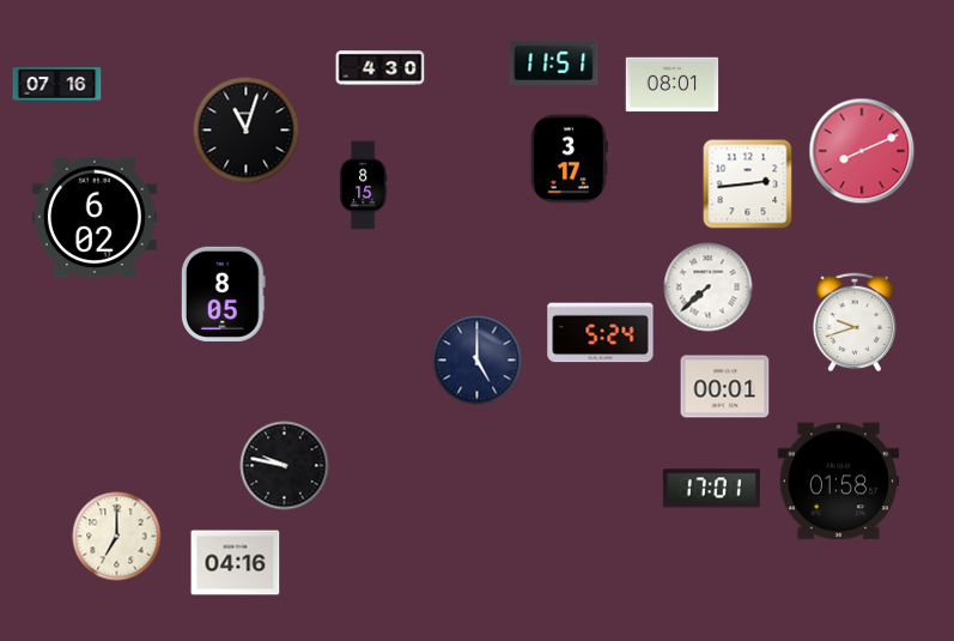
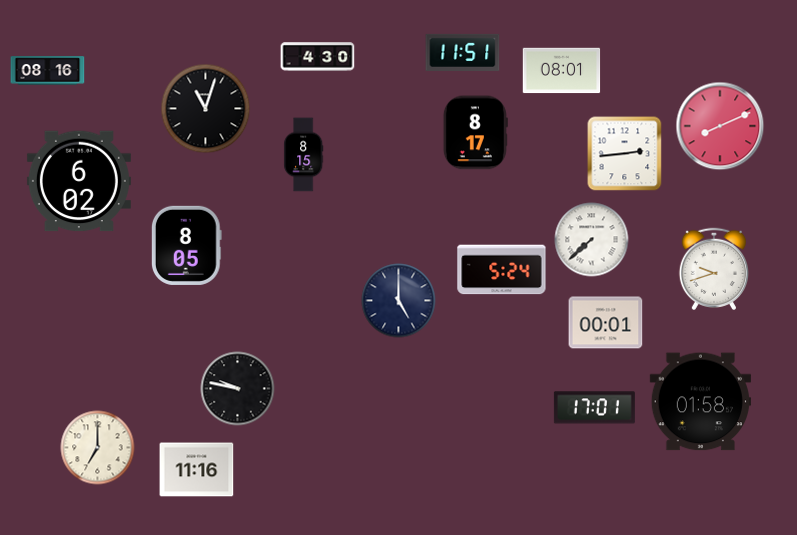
clock at (57, 85): 07:16 -> 08:16
clock at (569, 159): 3:17 -> 8:17
clock at (601, 333) position: (601, 333) -> (502, 270)
clock at (236, 563): 04:16 -> 11:16
